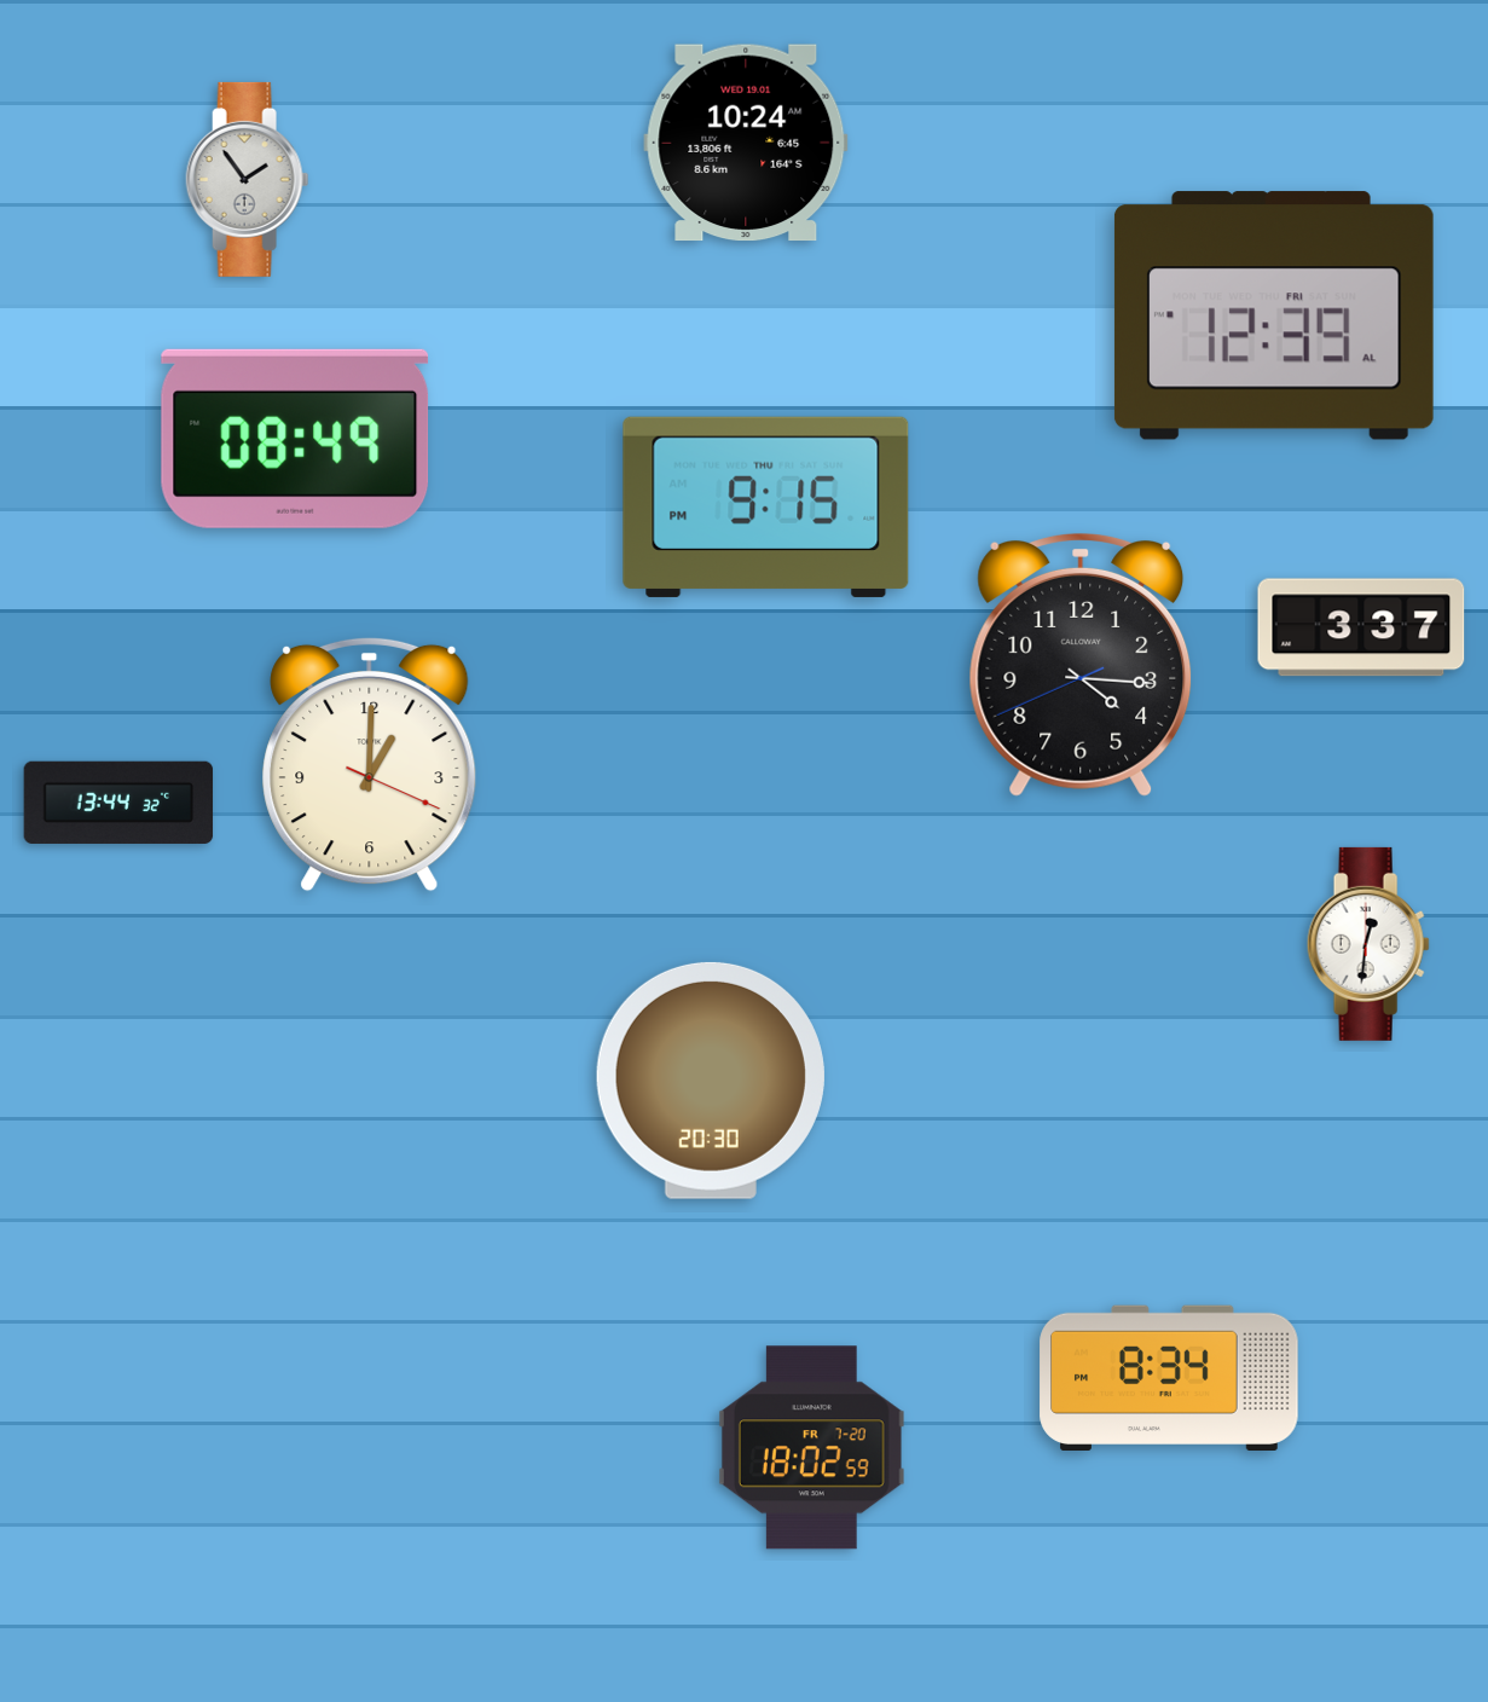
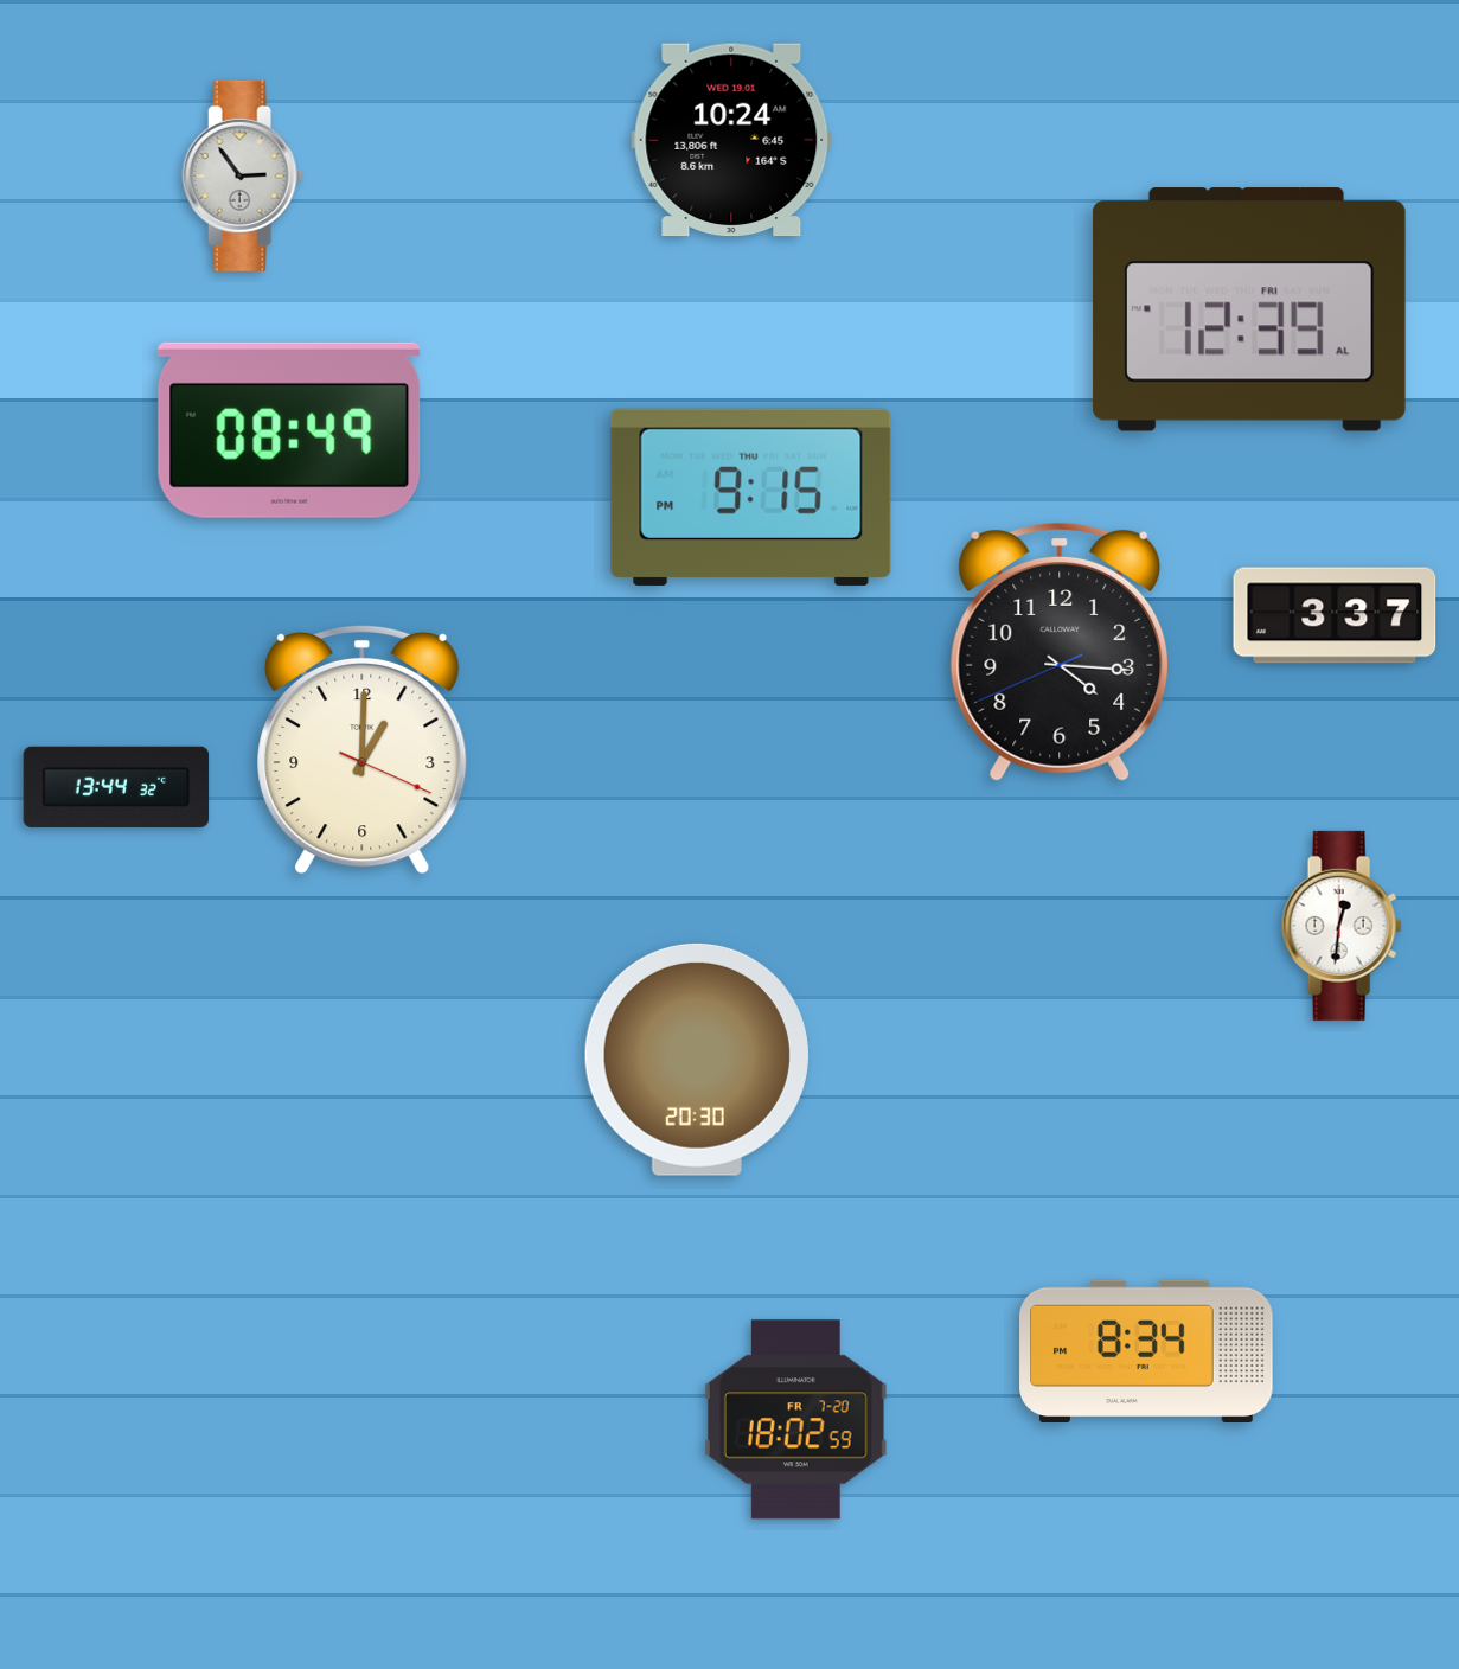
clock at (248, 179): 1:54 -> 2:54
